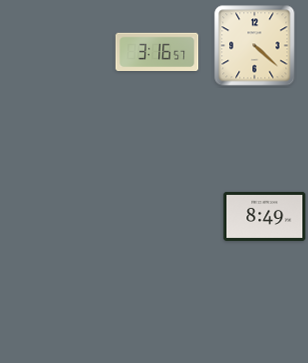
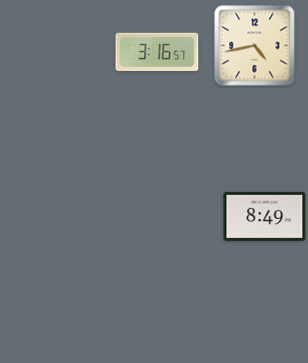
clock at (255, 46): 4:22 -> 4:43
